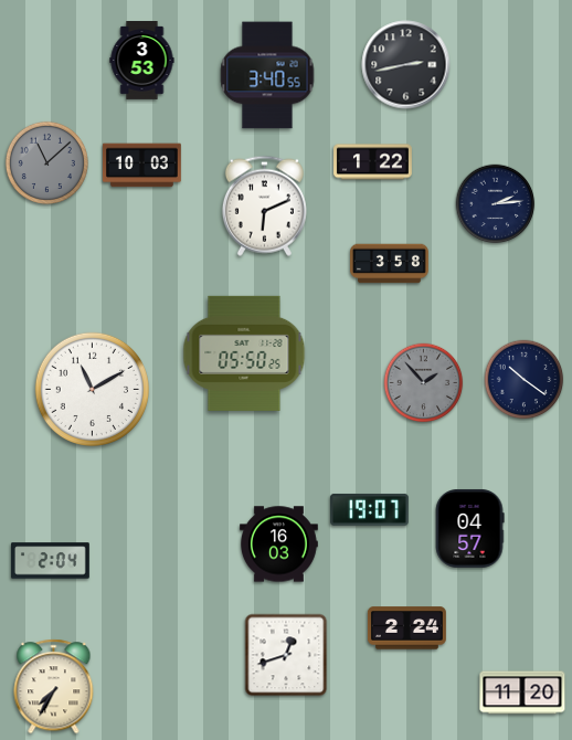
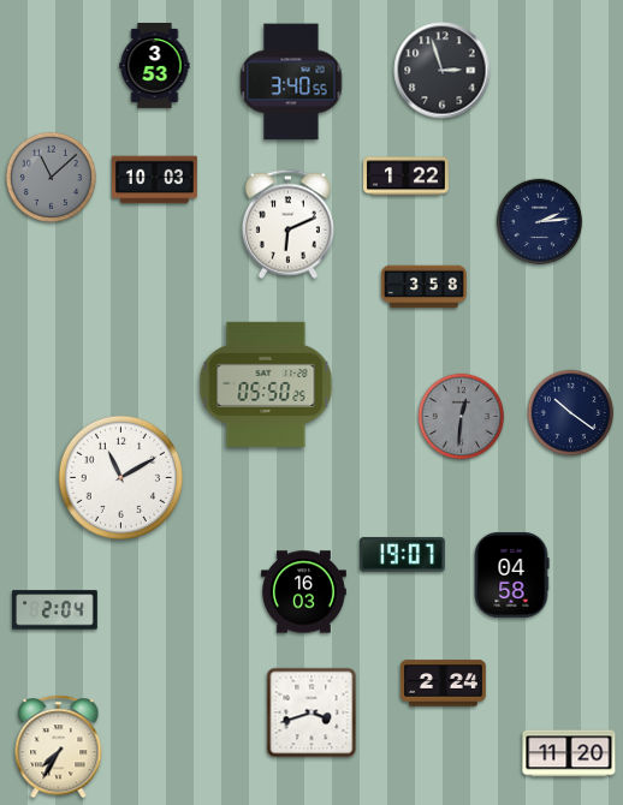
clock at (406, 65): 2:43 -> 2:57
clock at (424, 383): 1:53 -> 12:31
clock at (92, 389) position: (92, 389) -> (120, 477)
clock at (469, 528): 04:57 -> 04:58
clock at (286, 655): 12:42 -> 3:42
